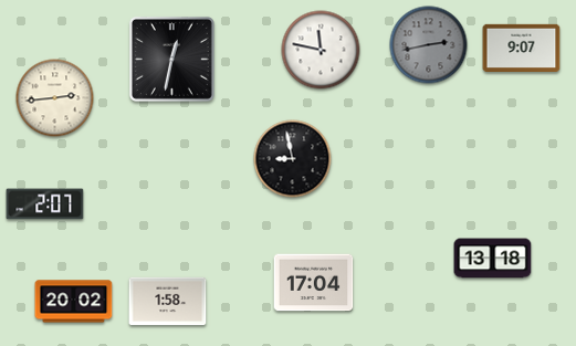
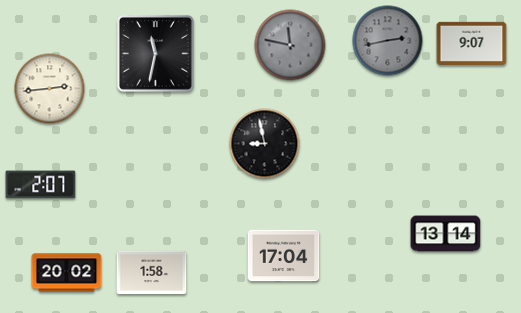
clock at (321, 50) dial: white -> grey
clock at (171, 59): 12:32 -> 11:32
clock at (493, 259): 13:18 -> 13:14
